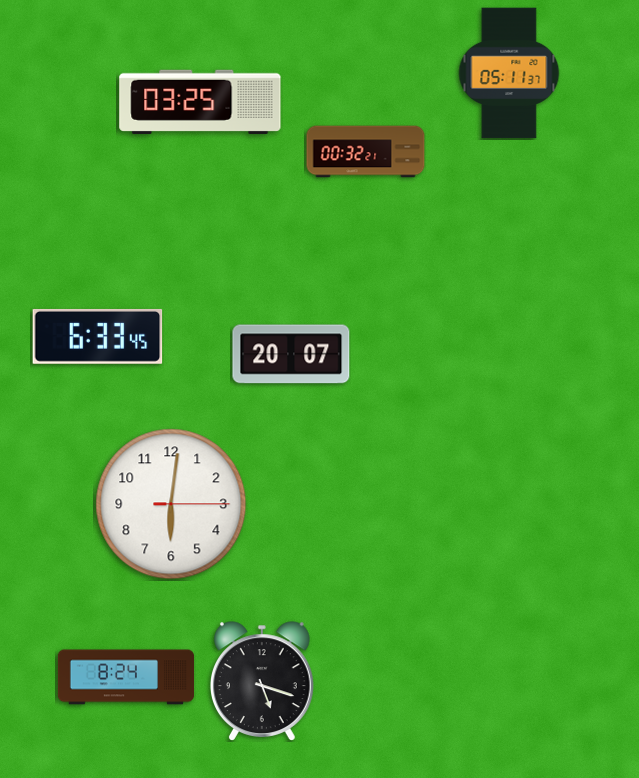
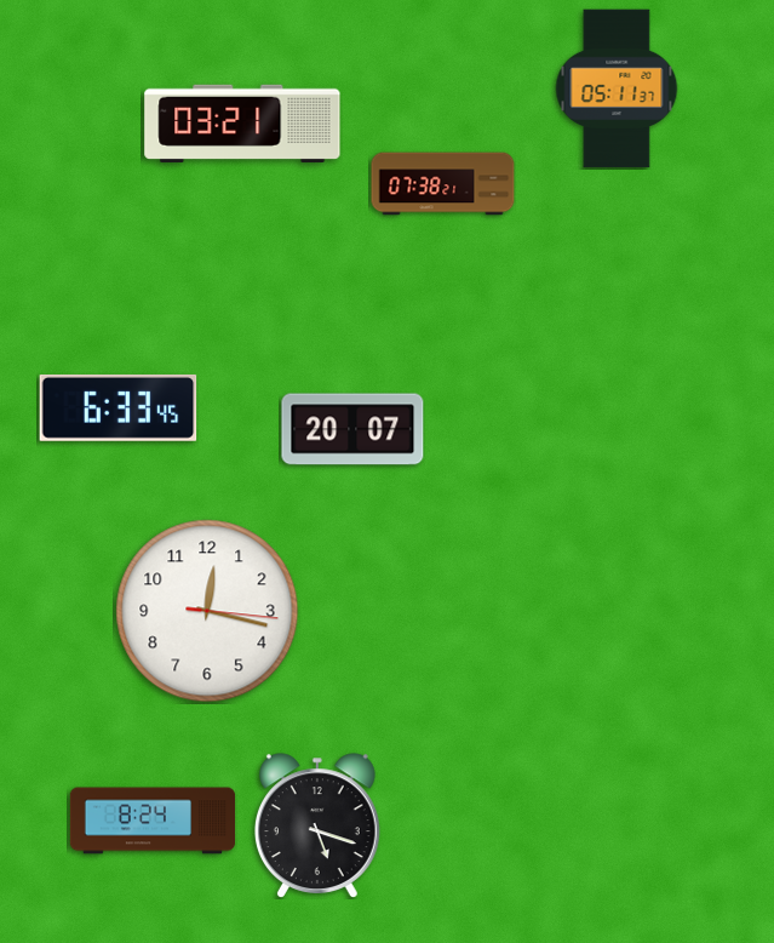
clock at (200, 102): 03:25 -> 03:21
clock at (366, 152): 00:32 -> 07:38
clock at (171, 504): 6:01 -> 12:17
